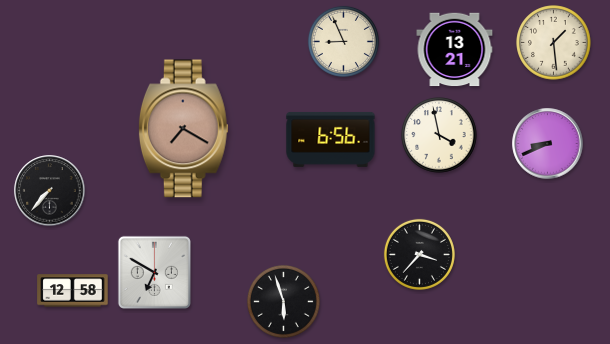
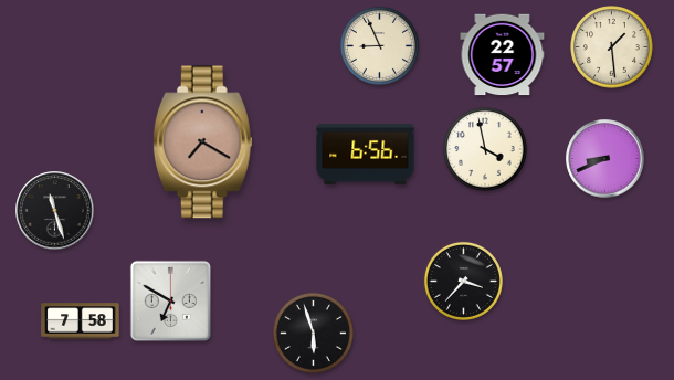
clock at (455, 50): 13:21 -> 22:57
clock at (50, 191): 7:37 -> 11:27
clock at (73, 291): 12:58 -> 7:58
